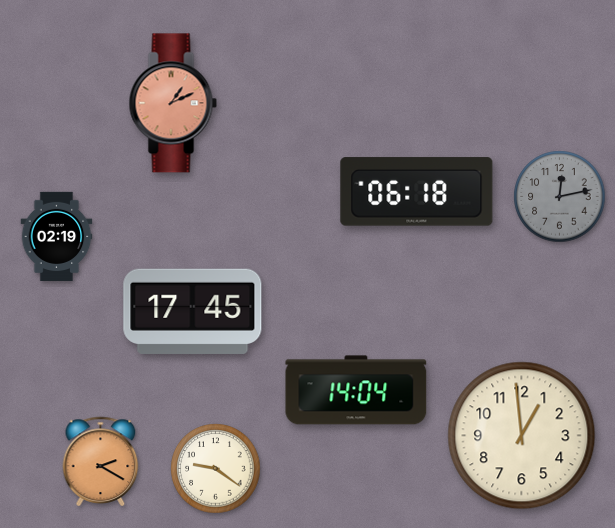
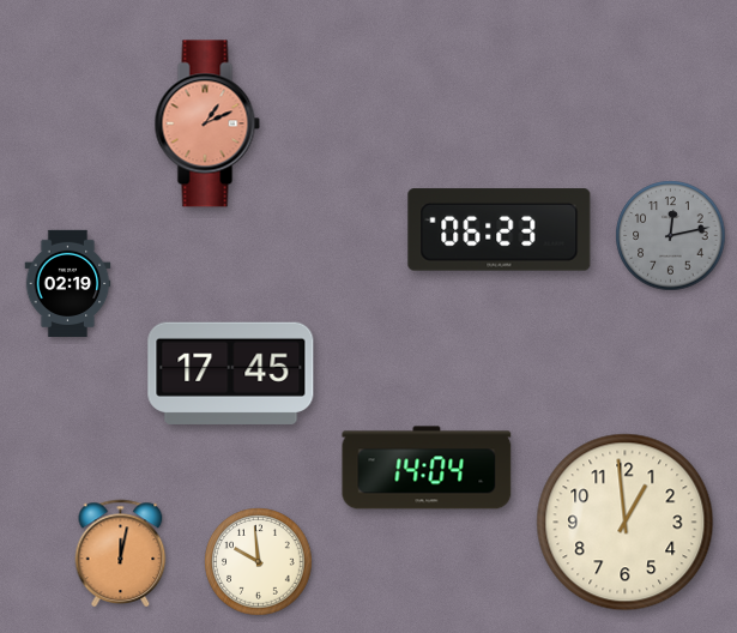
clock at (417, 192): 06:18 -> 06:23
clock at (101, 461): 2:20 -> 12:02
clock at (216, 469): 9:21 -> 9:59
